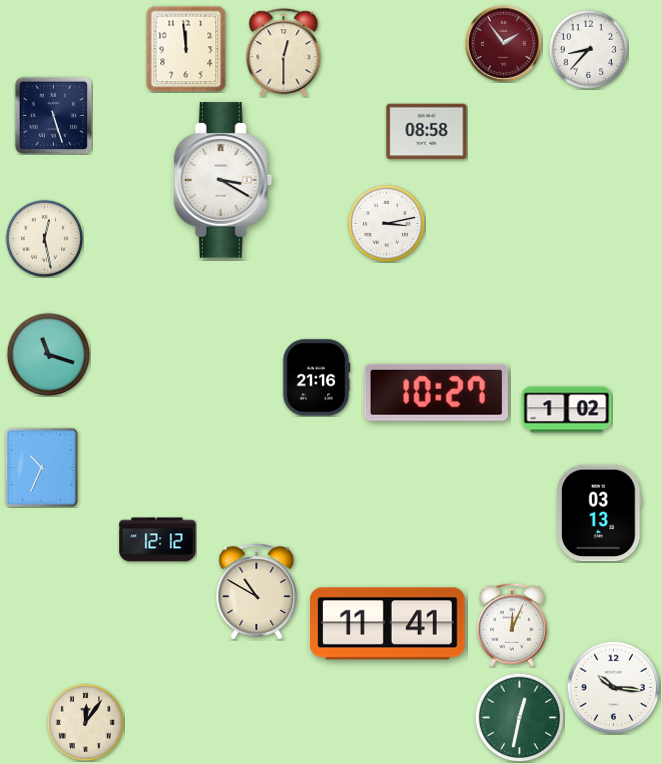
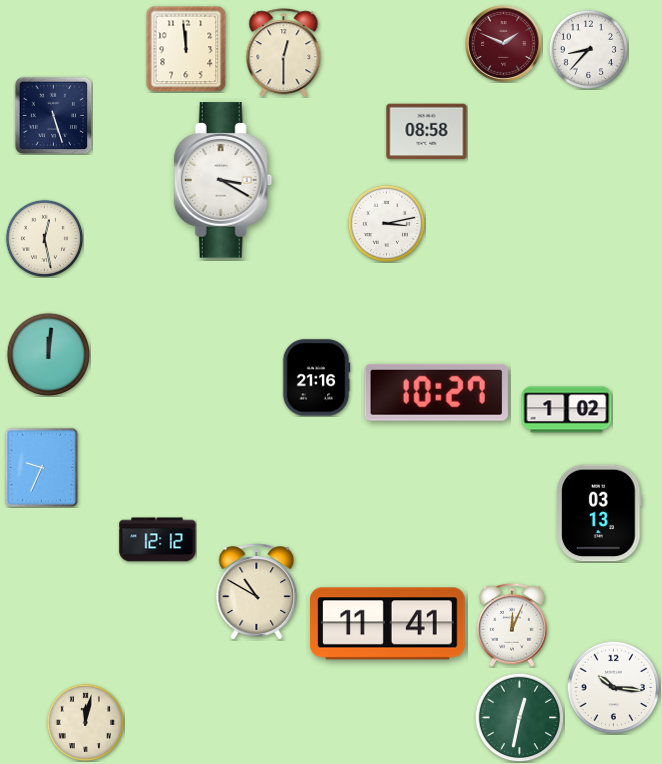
clock at (504, 44): 1:54 -> 1:49
clock at (48, 354): 11:18 -> 12:01
clock at (41, 467): 10:34 -> 9:34
clock at (85, 722): 12:06 -> 12:02
